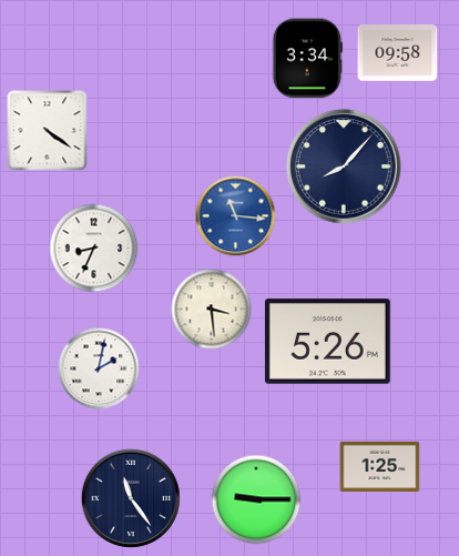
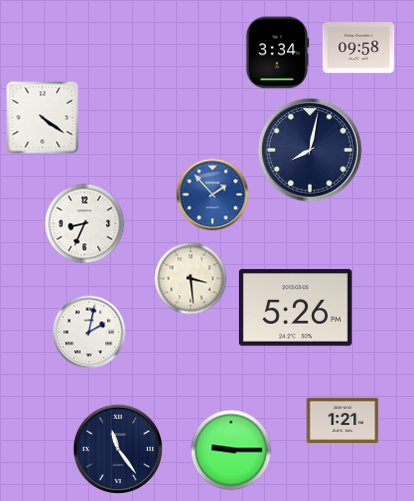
clock at (344, 166): 8:07 -> 8:02
clock at (236, 216): 11:16 -> 1:53
clock at (380, 466): 1:25 -> 1:21
